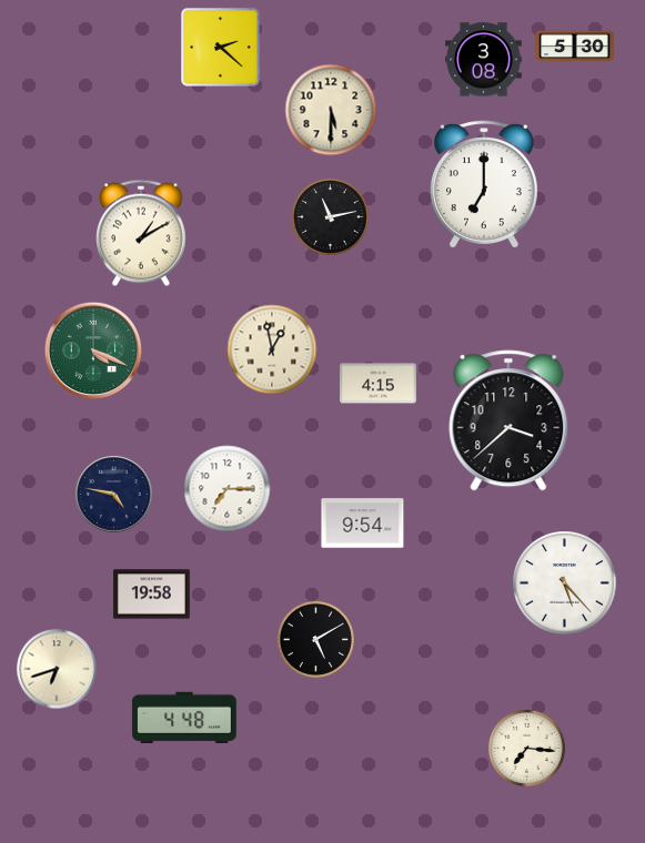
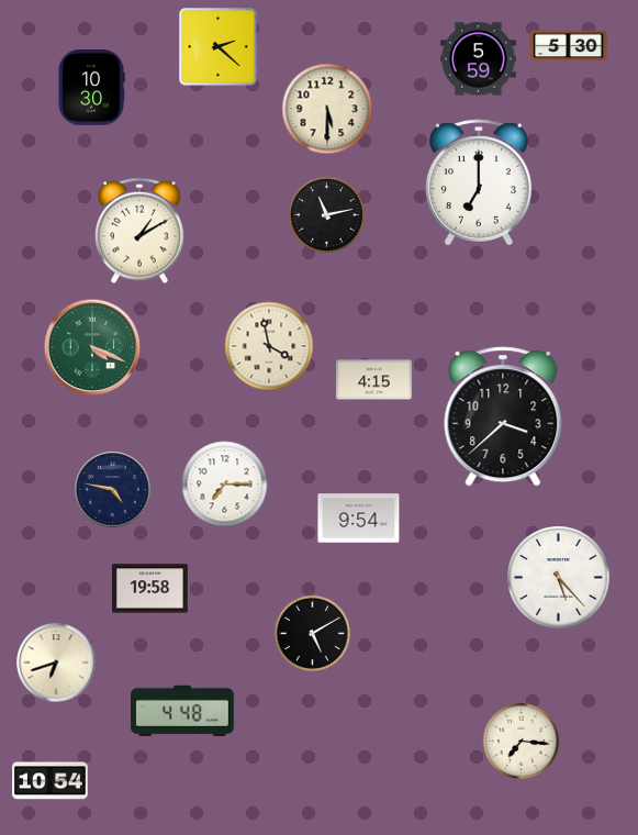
clock at (484, 60): 3:08 -> 5:59
clock at (91, 88): none -> 10:30
clock at (272, 349): 12:58 -> 3:58
clock at (51, 781): none -> 10:54
